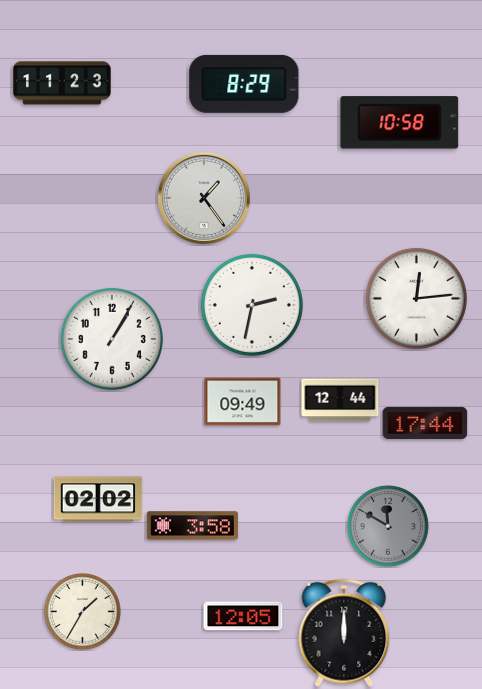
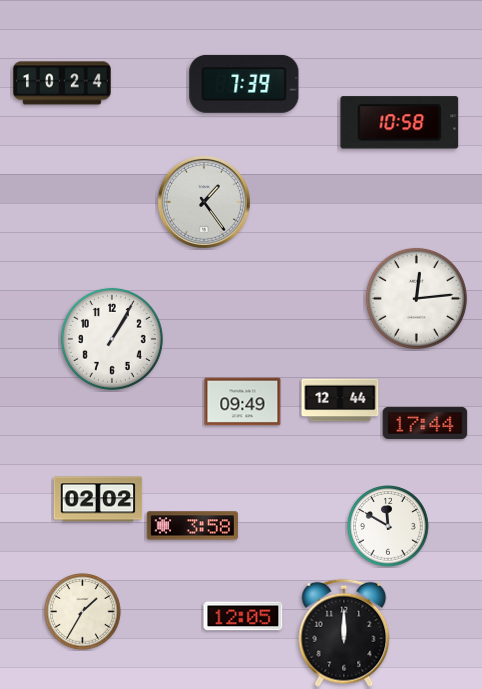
clock at (62, 83): 11:23 -> 10:24
clock at (244, 84): 8:29 -> 7:39
clock at (204, 198) position: (204, 198) -> (204, 202)
clock at (252, 305): 2:32 -> none
clock at (388, 526) dial: grey -> white
